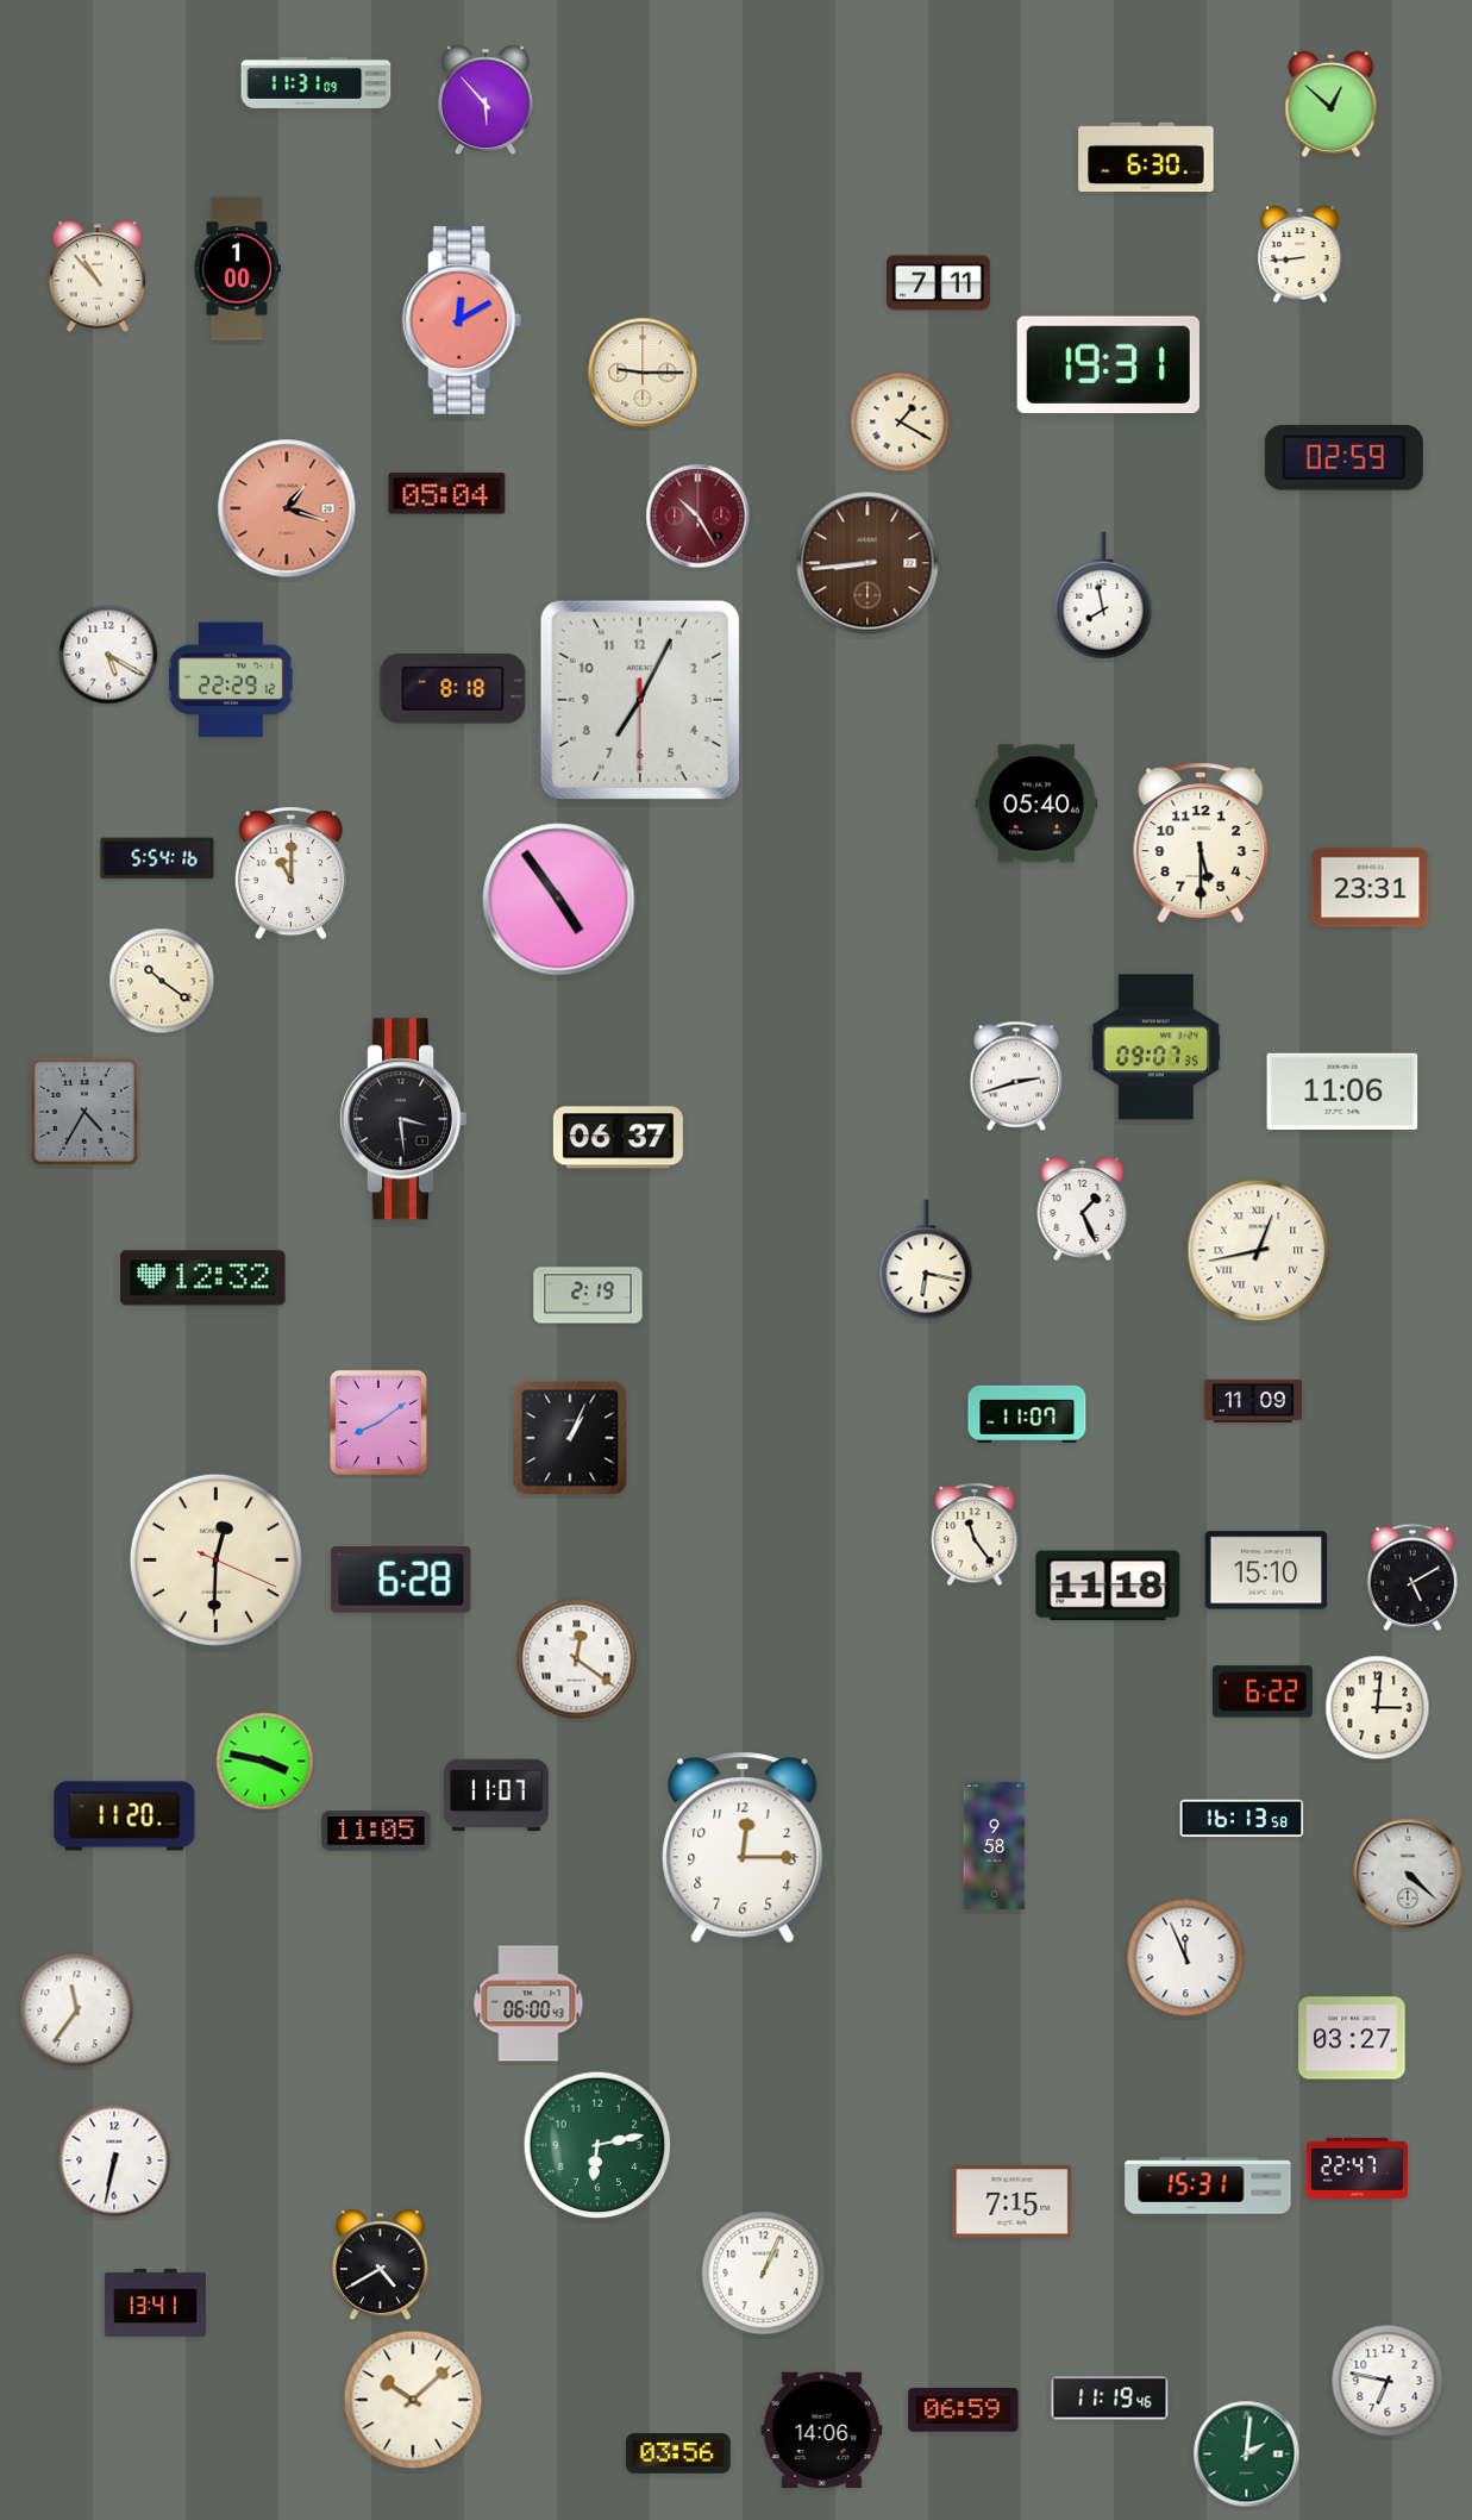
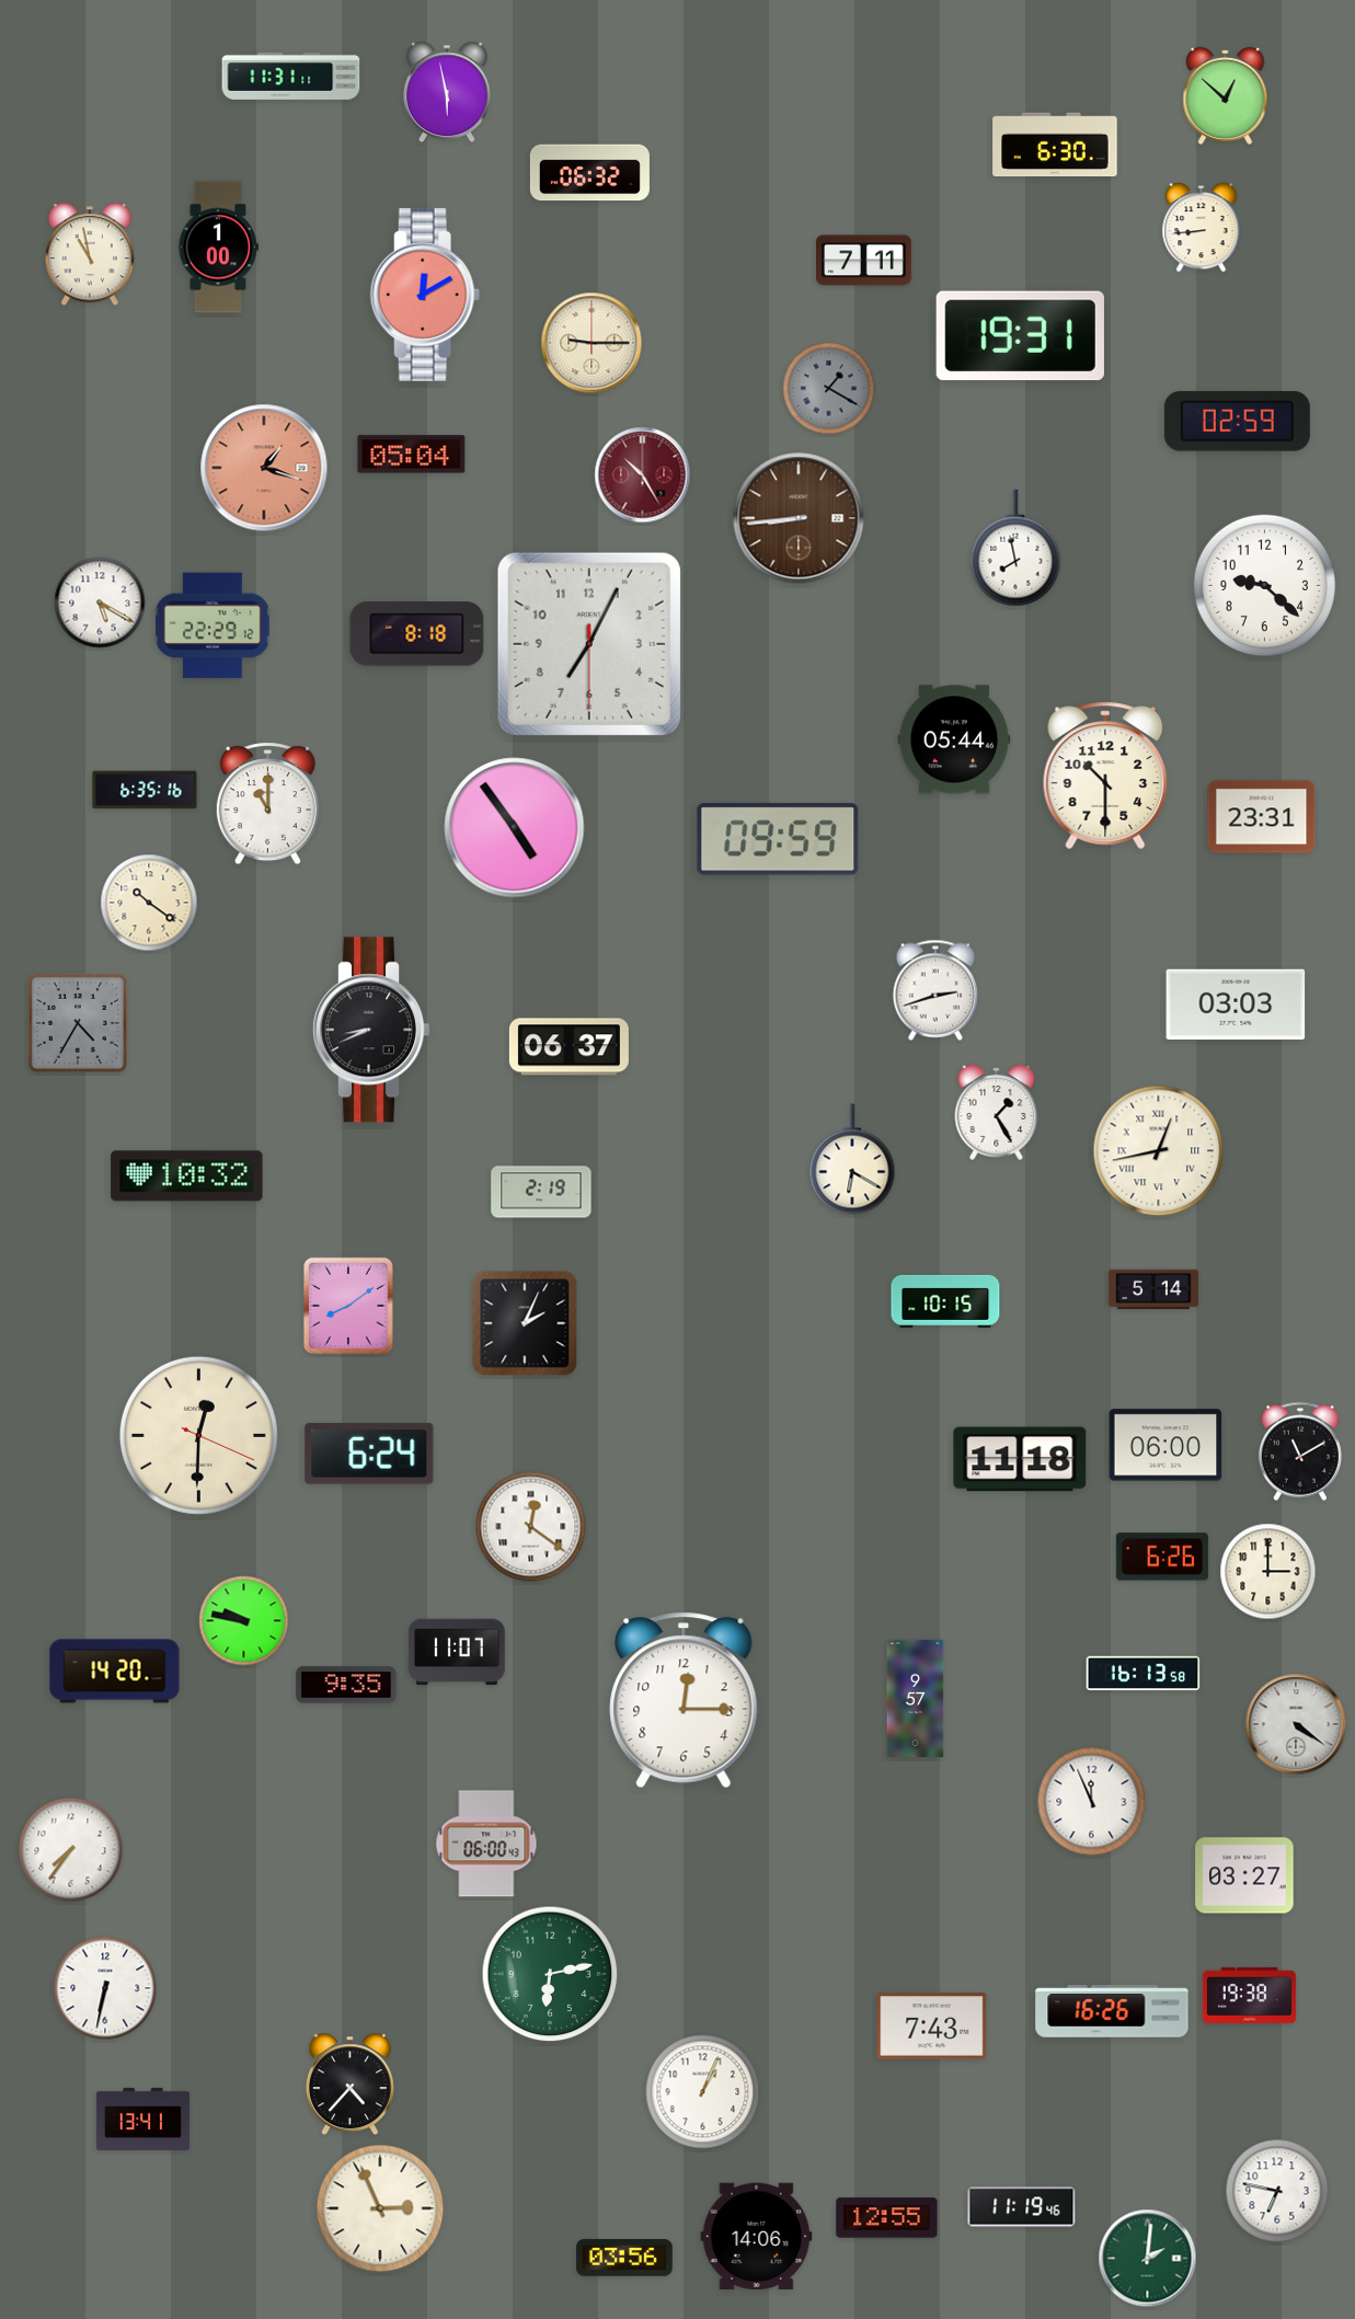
clock at (317, 82): 11:31:09 -> 11:31:11
clock at (486, 100): 5:53 -> 5:58
clock at (589, 173): none -> 06:32
clock at (1301, 255) position: (1301, 255) -> (1202, 228)
clock at (98, 277): 10:53 -> 10:58
clock at (901, 423) dial: cream -> grey
clock at (1265, 586): none -> 9:22
clock at (1036, 803): 05:40 -> 05:44
clock at (1201, 843): 5:30 -> 10:30
clock at (157, 858): 5:54 -> 6:35
clock at (778, 839): none -> 09:59
clock at (1157, 1048): 09:07 -> none
clock at (1342, 1090): 11:06 -> 03:03
clock at (403, 1119): 3:29 -> 8:41
clock at (1083, 1208): 1:26 -> 1:25
clock at (926, 1259): 6:17 -> 6:20
clock at (203, 1278): 12:32 -> 10:32
clock at (1252, 1401): 11:09 -> 5:14
clock at (1027, 1414): 11:07 -> 10:15
clock at (378, 1422) position: (378, 1422) -> (348, 1306)
clock at (570, 1438): 1:04 -> 2:04
clock at (975, 1534): 11:24 -> none
clock at (1266, 1570): 15:10 -> 06:00
clock at (1413, 1577): 5:10 -> 11:10
clock at (401, 1580): 6:28 -> 6:24
clock at (1263, 1692): 6:22 -> 6:26
clock at (1378, 1708): 3:01 -> 3:00
clock at (265, 1762): 3:47 -> 9:47
clock at (125, 1816): 11:20 -> 14:20
clock at (376, 1831): 11:05 -> 9:35
clock at (995, 1845): 9:58 -> 9:57
clock at (1408, 1874): 4:22 -> 4:21
clock at (77, 2011): 11:36 -> 7:36
clock at (1357, 2168): 22:47 -> 19:38
clock at (1208, 2186): 15:31 -> 16:26
clock at (1013, 2202): 7:15 -> 7:43
clock at (380, 2265): 4:40 -> 4:37
clock at (413, 2400): 10:08 -> 2:56
clock at (964, 2410): 06:59 -> 12:55
